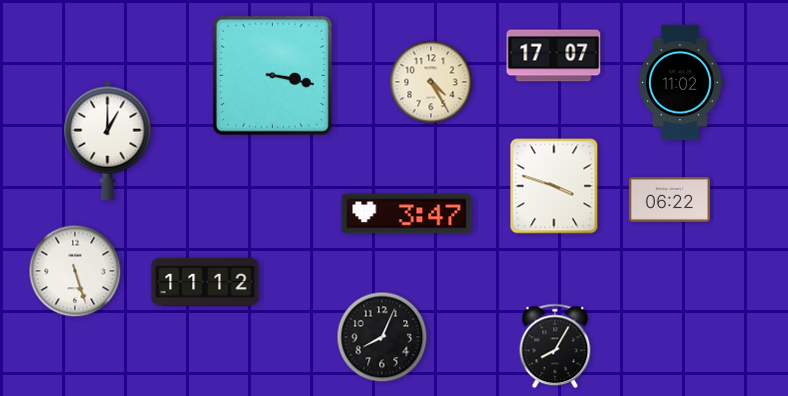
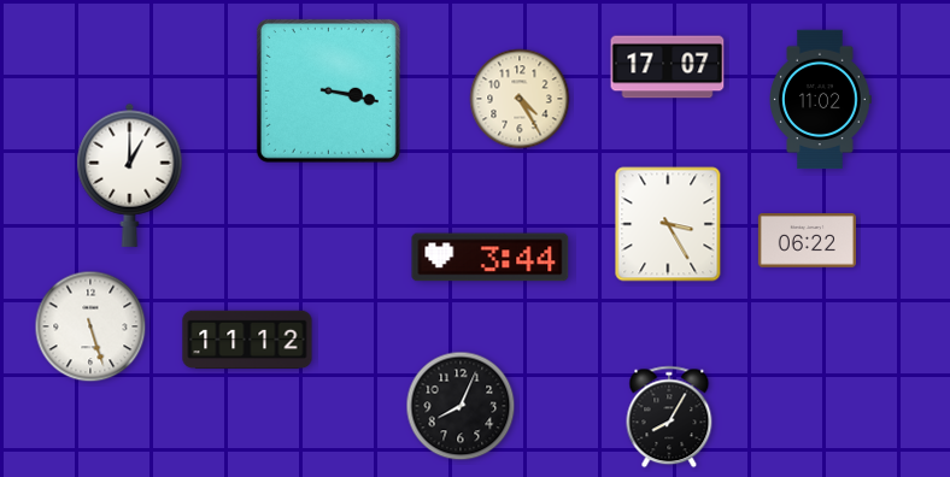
clock at (108, 140) position: (108, 140) -> (130, 175)
clock at (554, 186): 3:48 -> 3:25
clock at (407, 214): 3:47 -> 3:44
